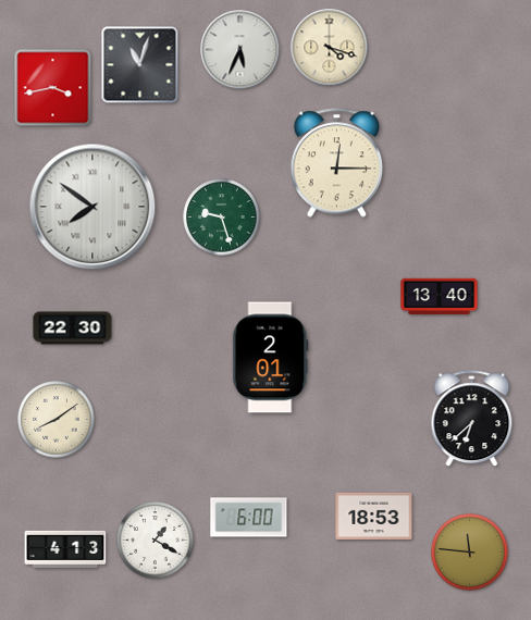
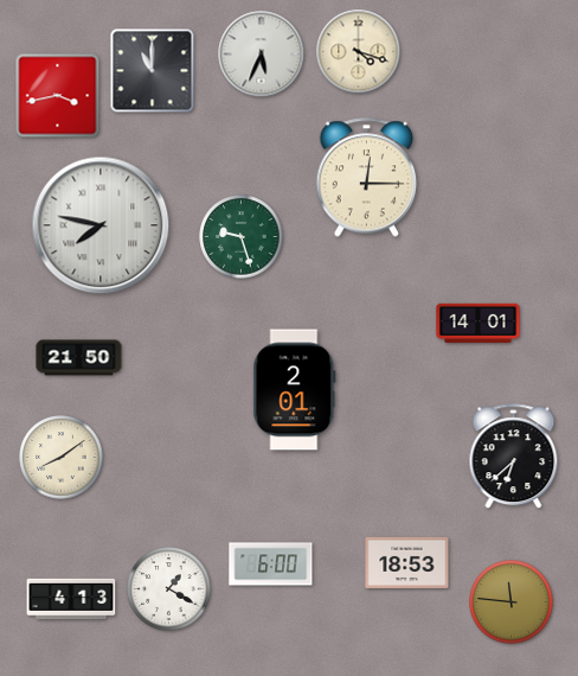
clock at (140, 65): 11:03 -> 11:00
clock at (92, 207): 7:51 -> 7:47
clock at (440, 297): 13:40 -> 14:01
clock at (73, 328): 22:30 -> 21:50
